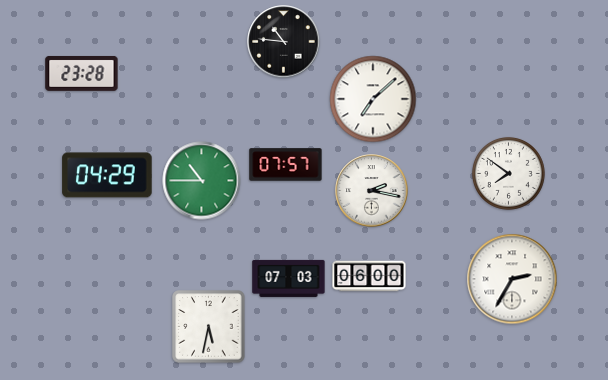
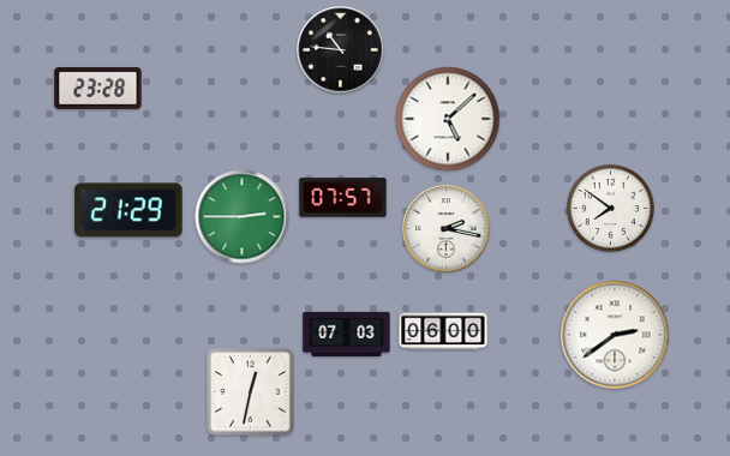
clock at (373, 99): 7:08 -> 5:08
clock at (107, 175): 04:29 -> 21:29
clock at (202, 181): 10:45 -> 2:45
clock at (512, 279): 2:35 -> 2:39
clock at (209, 327): 5:32 -> 12:32
